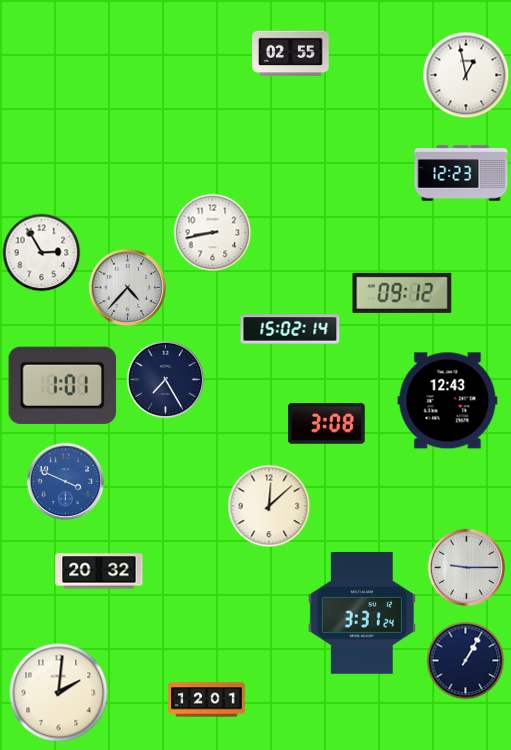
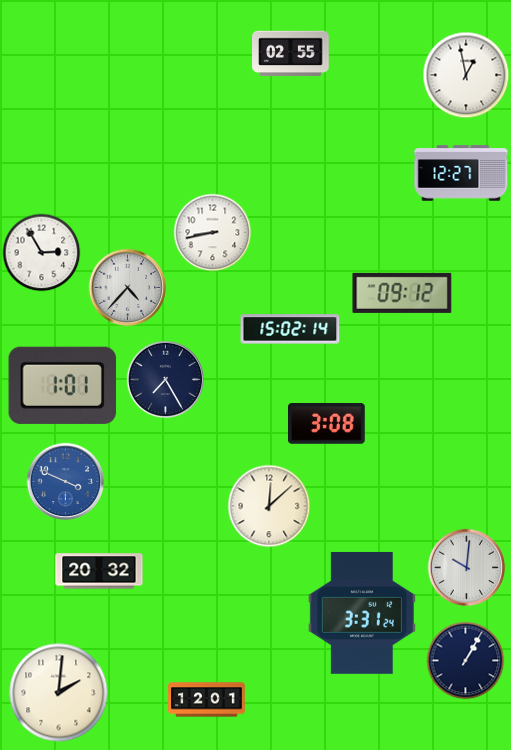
clock at (461, 173): 12:23 -> 12:27
clock at (448, 401): 12:43 -> none
clock at (466, 567): 9:15 -> 10:01
